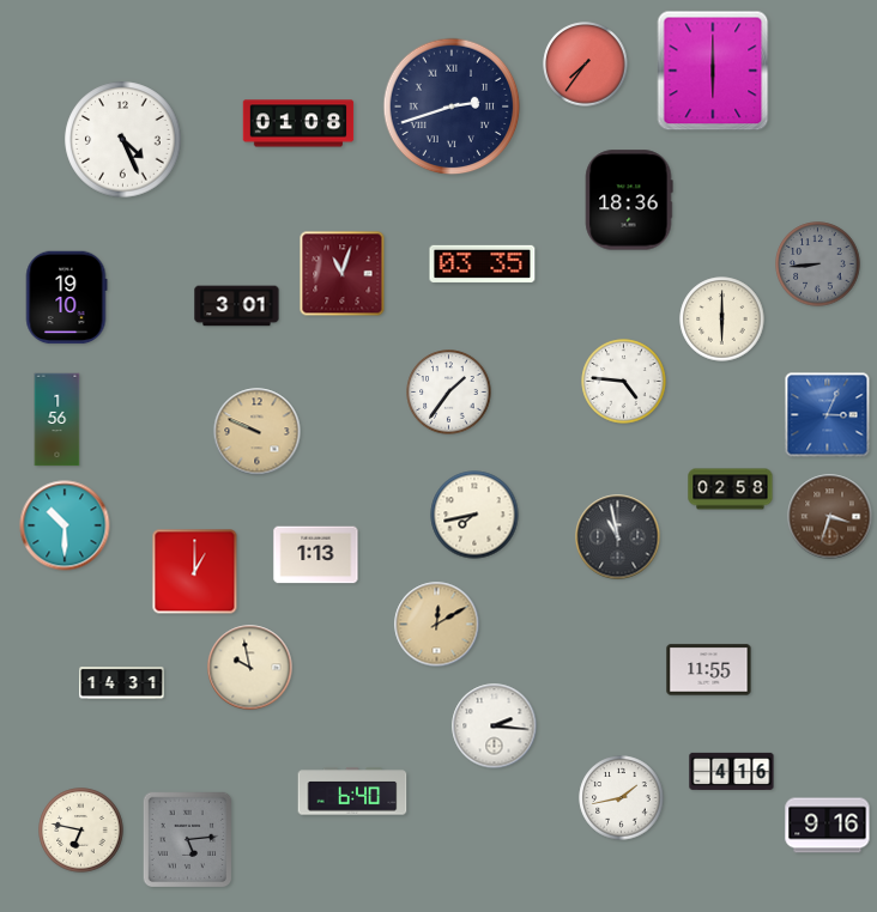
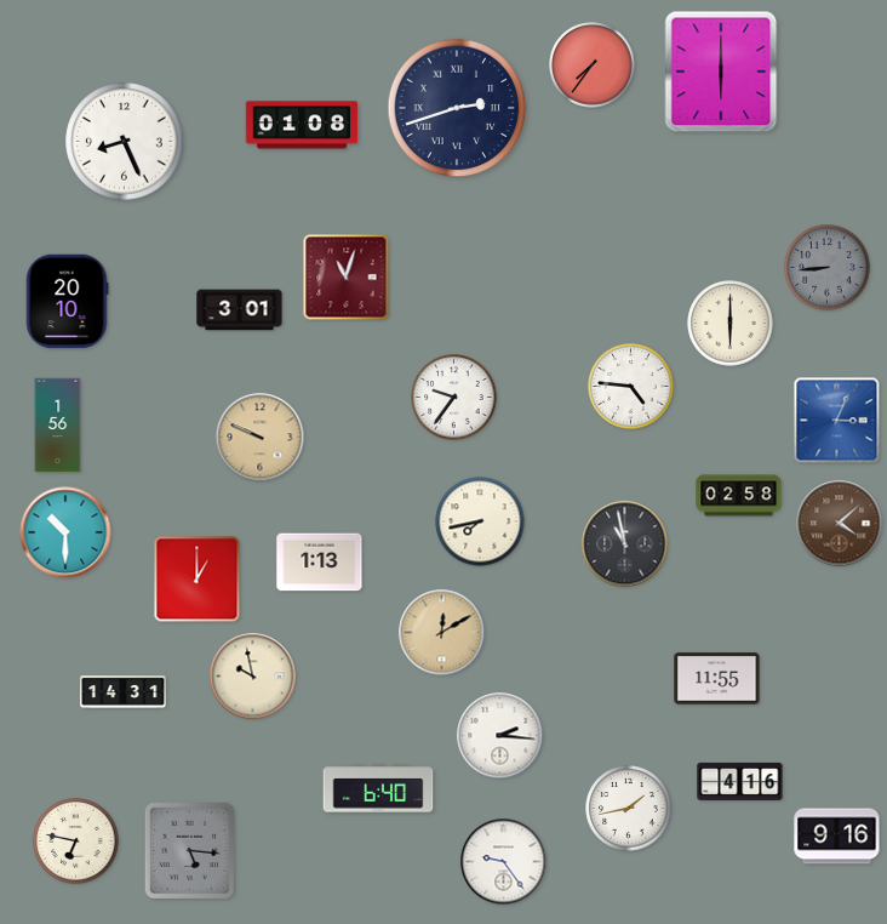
clock at (123, 140): 4:26 -> 8:26
clock at (629, 200): 18:36 -> none
clock at (483, 263): 03:35 -> none
clock at (66, 298): 19:10 -> 20:10
clock at (449, 393): 1:36 -> 9:36
clock at (830, 517): 3:33 -> 4:08
clock at (352, 791) position: (352, 791) -> (378, 788)
clock at (81, 831) position: (81, 831) -> (76, 842)
clock at (188, 840): 5:14 -> 5:16
clock at (504, 862): none -> 9:24
